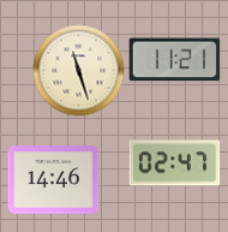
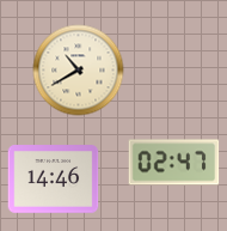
clock at (175, 60): 11:21 -> none
clock at (79, 71): 11:27 -> 10:40
